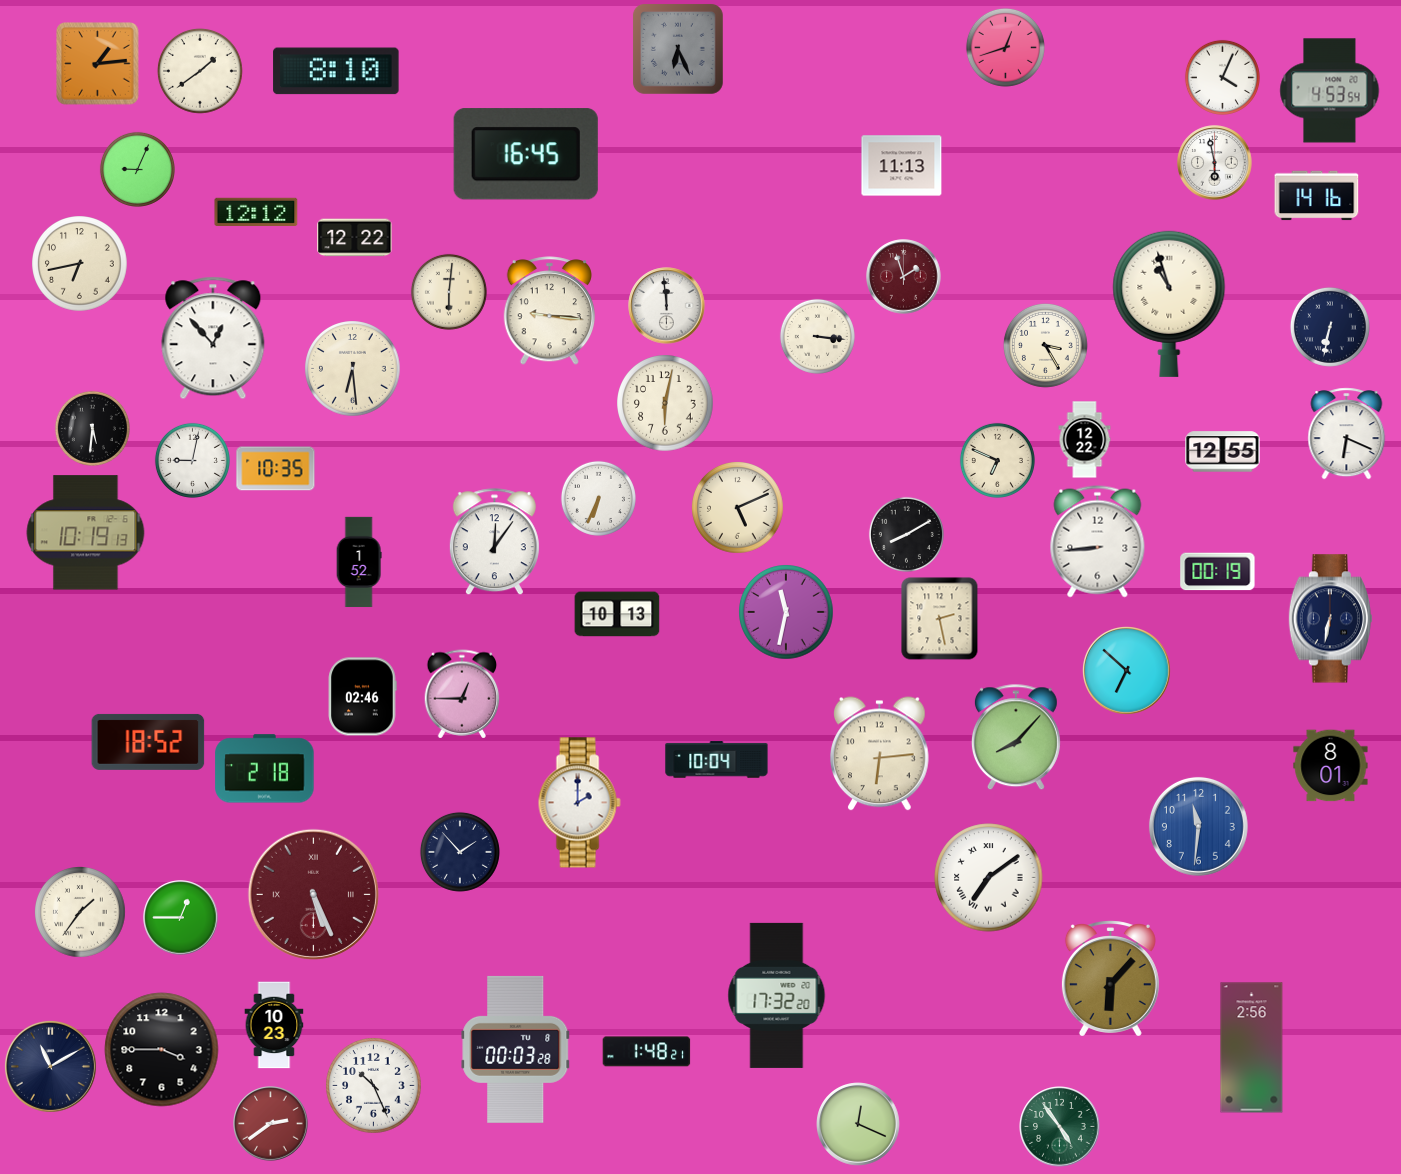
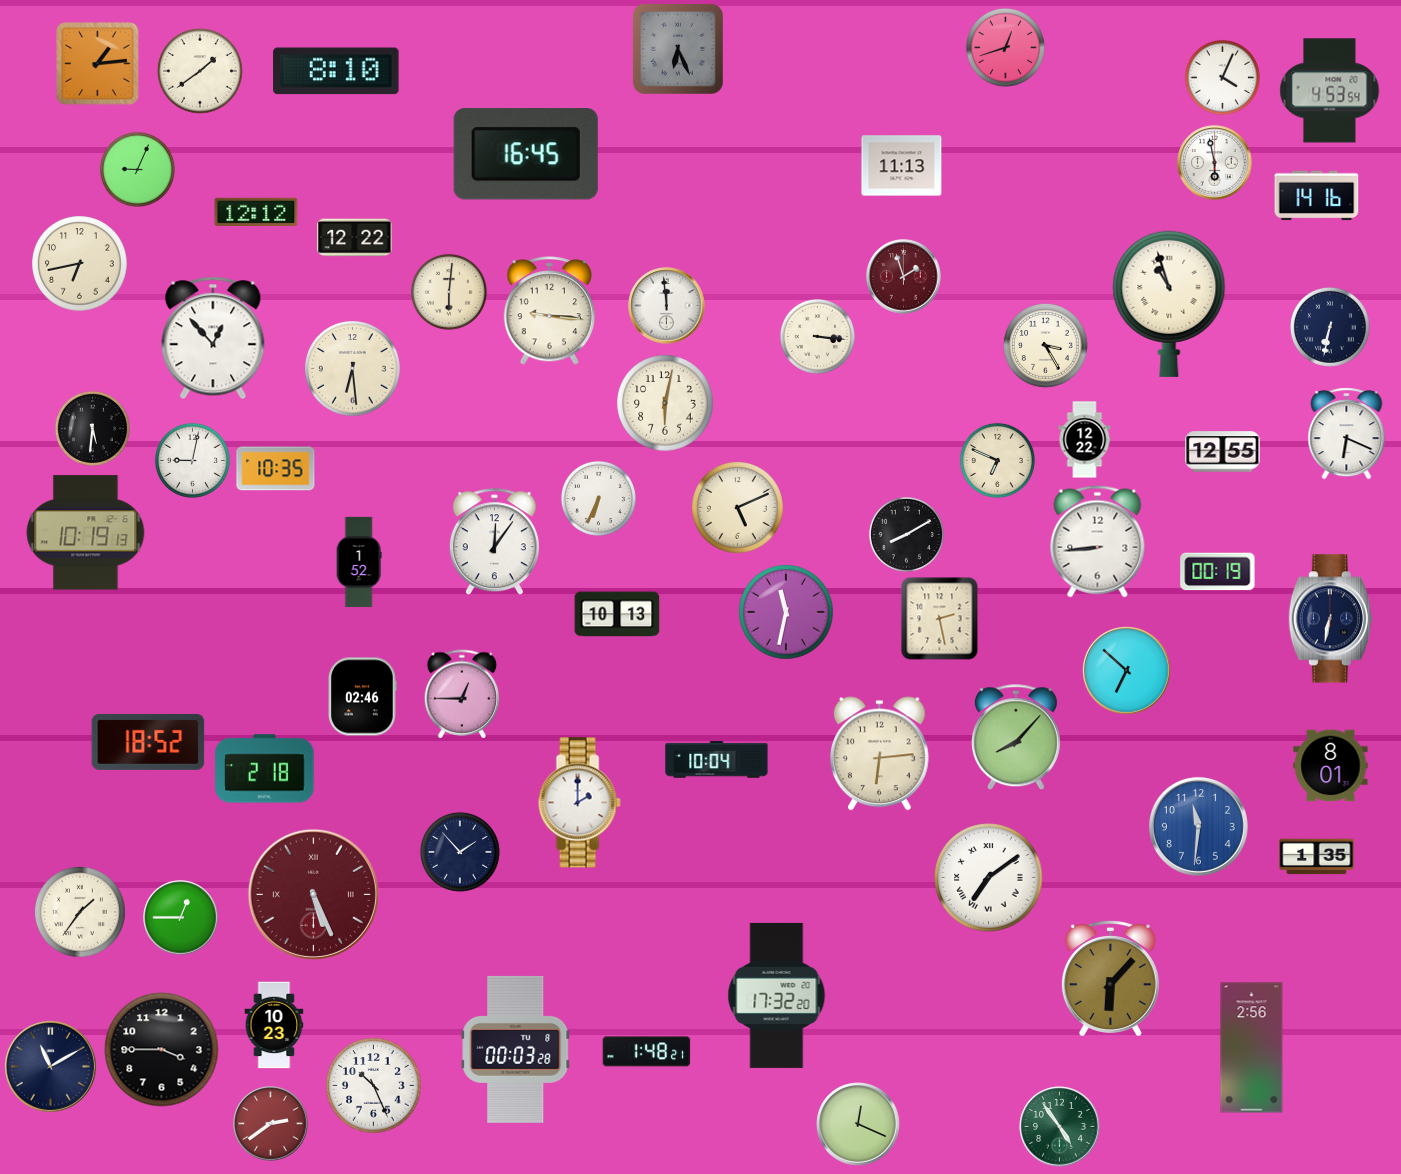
clock at (1317, 857): none -> 1:35
